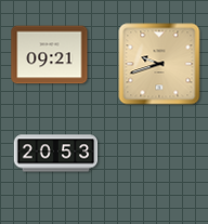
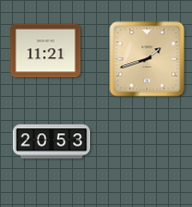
clock at (50, 55): 09:21 -> 11:21
clock at (159, 64): 9:42 -> 1:42
